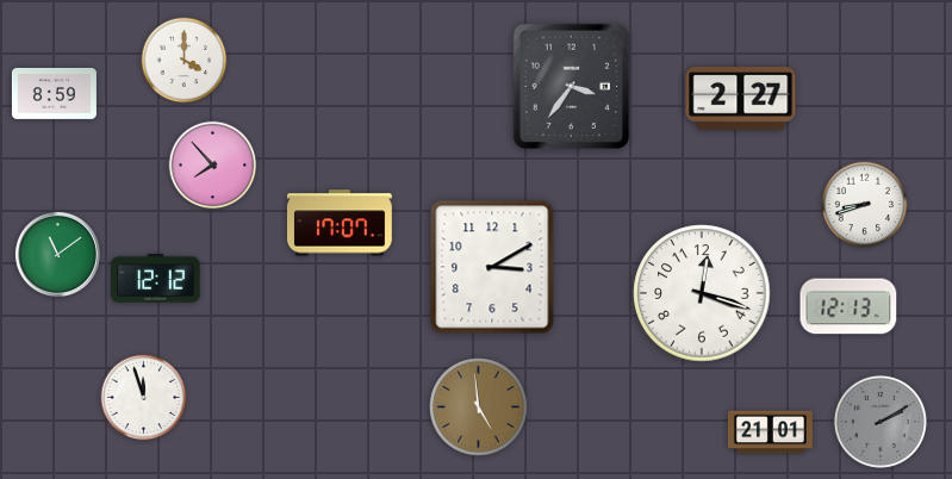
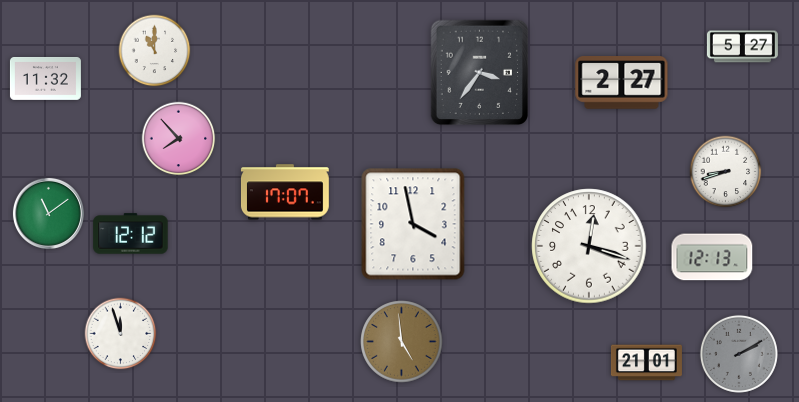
clock at (742, 47): none -> 5:27
clock at (185, 61): 4:00 -> 11:00
clock at (54, 93): 8:59 -> 11:32
clock at (340, 223) position: (340, 223) -> (285, 192)
clock at (492, 267): 3:10 -> 3:58
